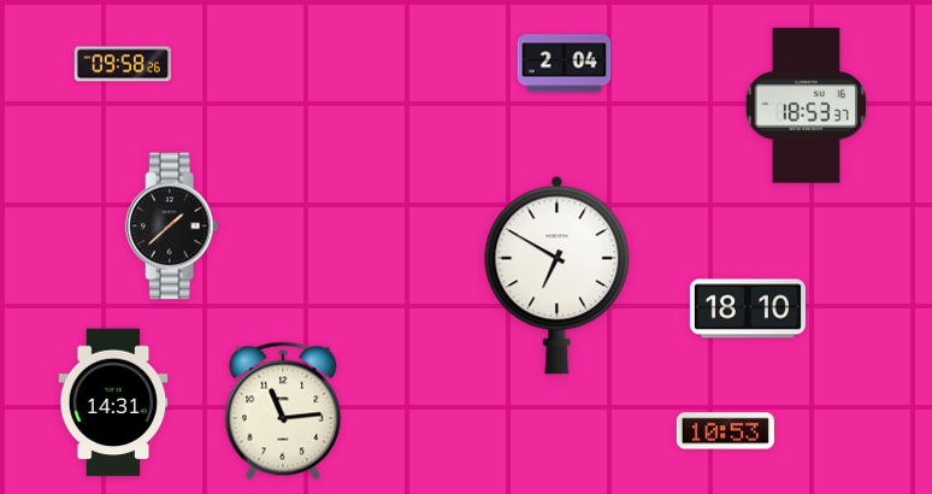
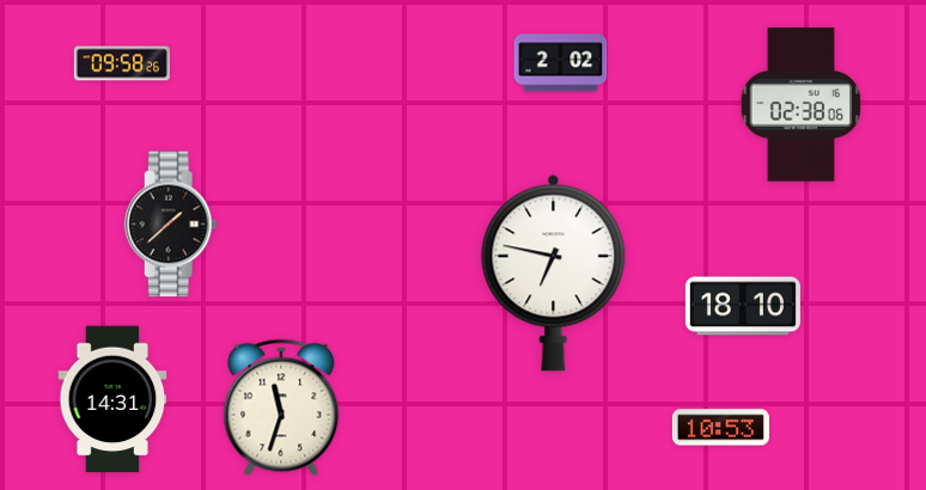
clock at (565, 64): 2:04 -> 2:02
clock at (807, 106): 18:53 -> 02:38
clock at (558, 275): 6:50 -> 6:47
clock at (283, 411): 11:14 -> 11:33
